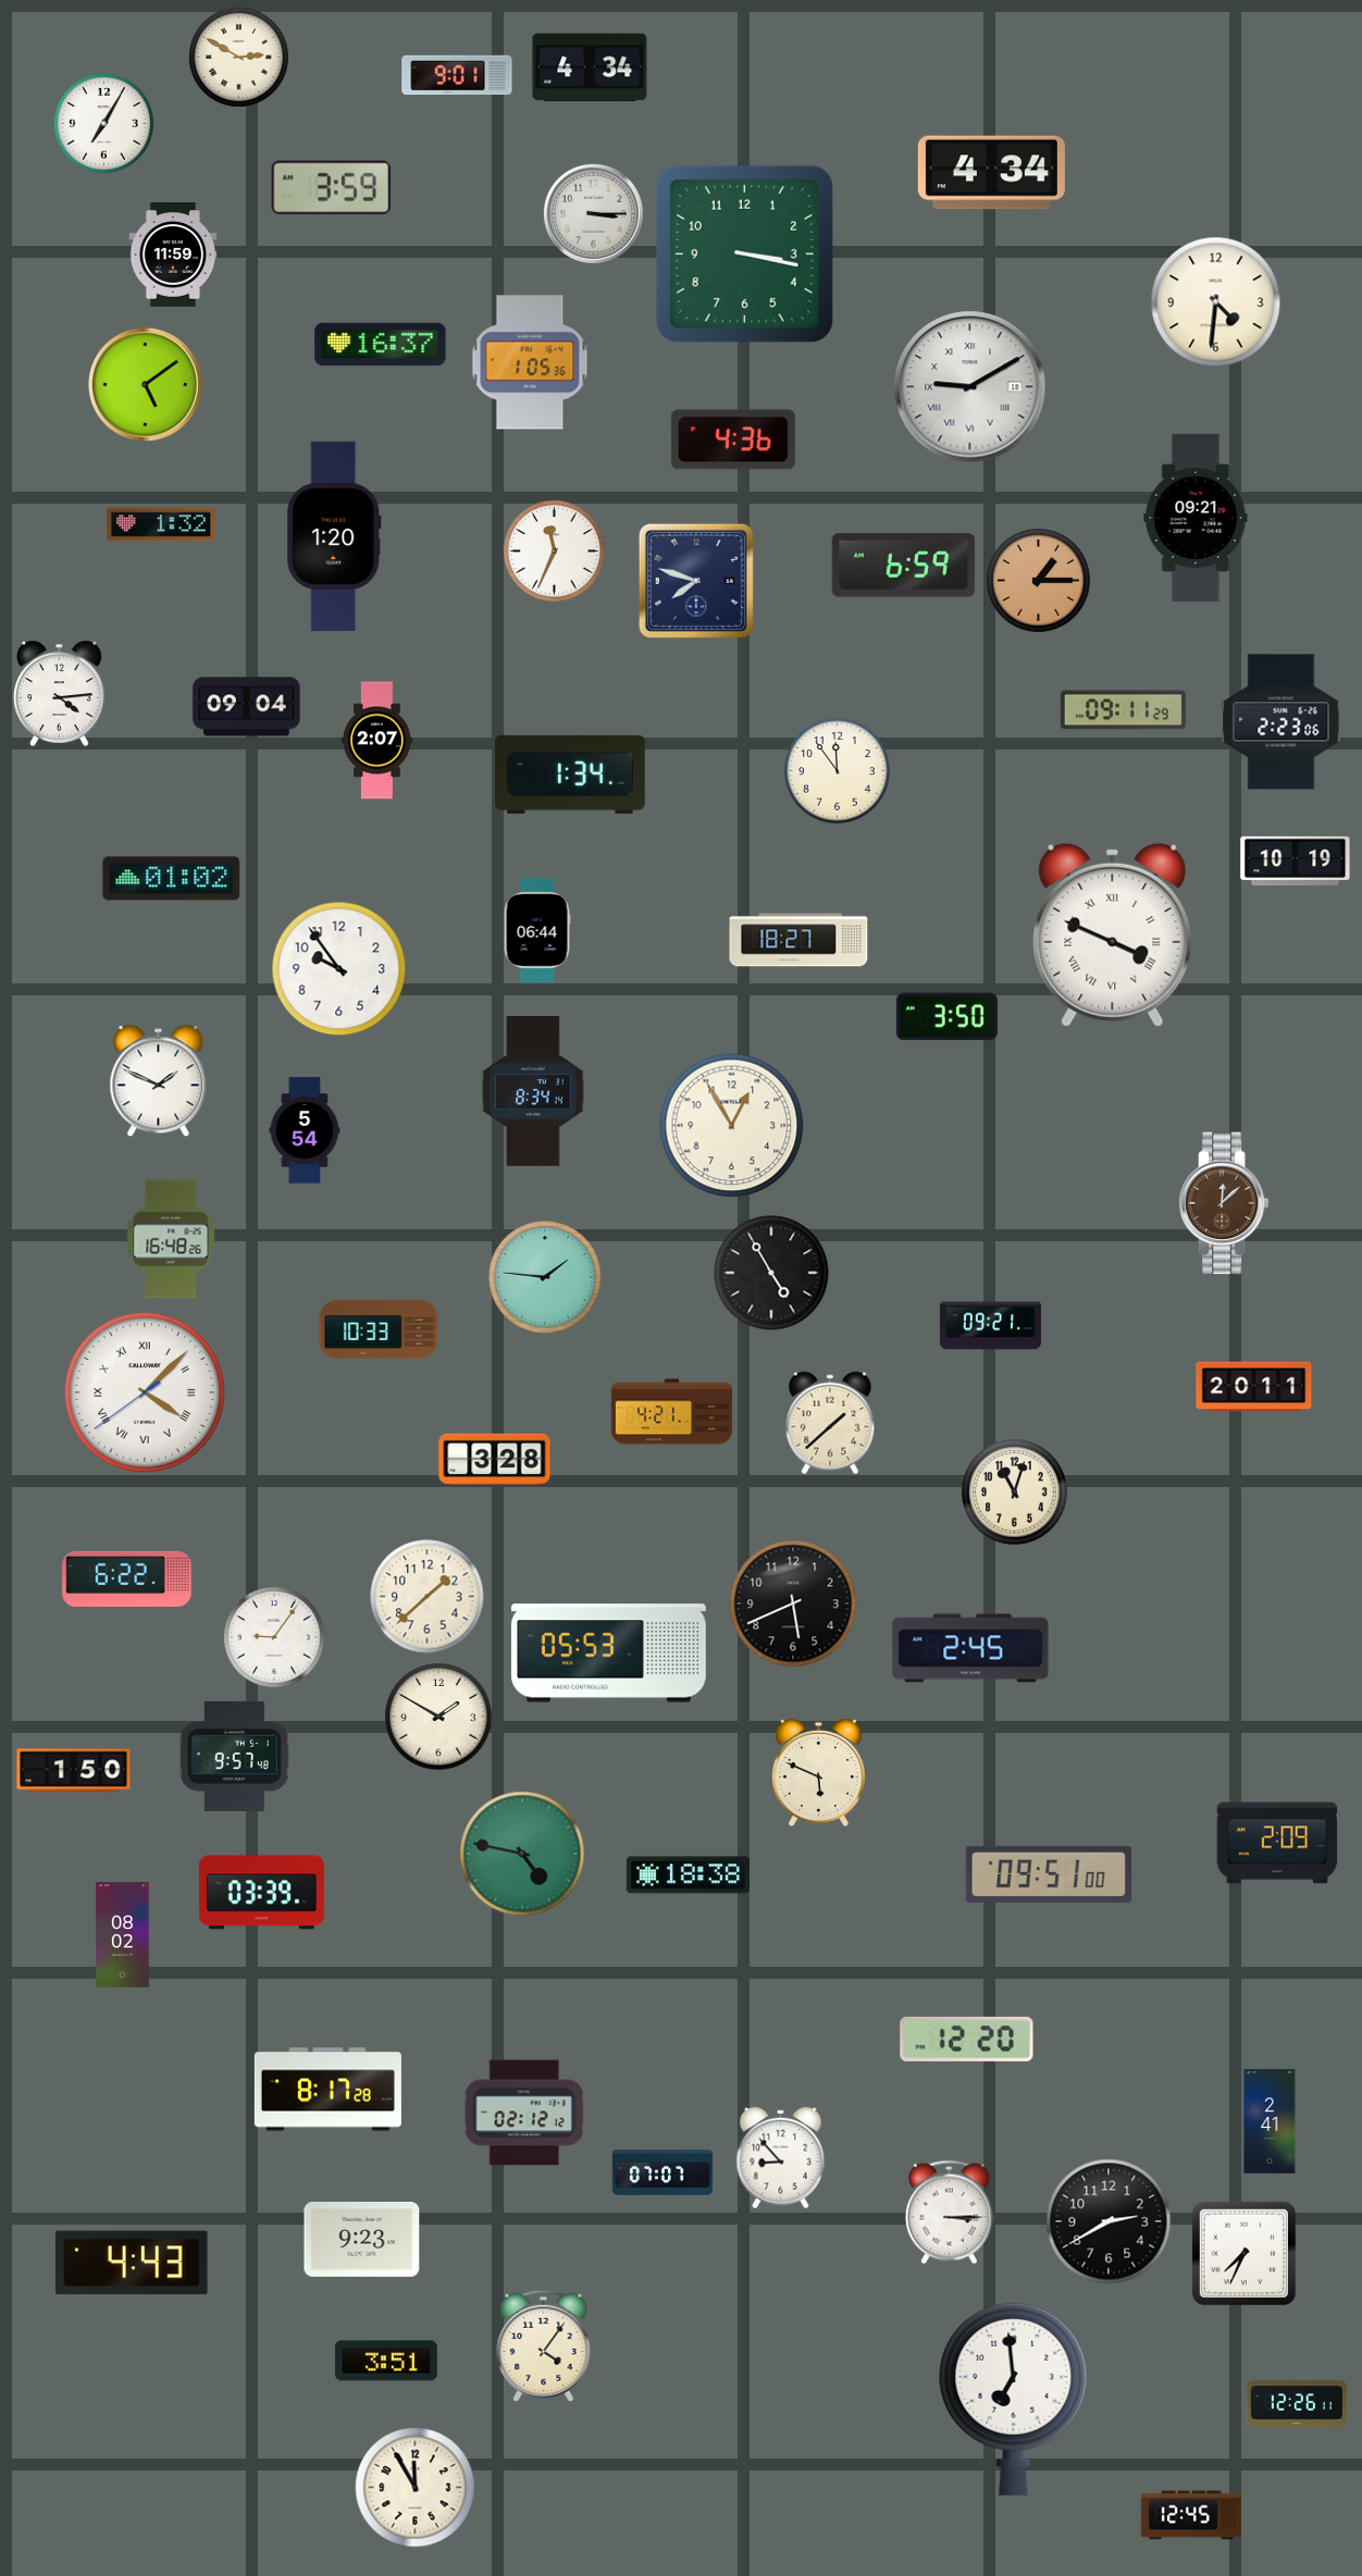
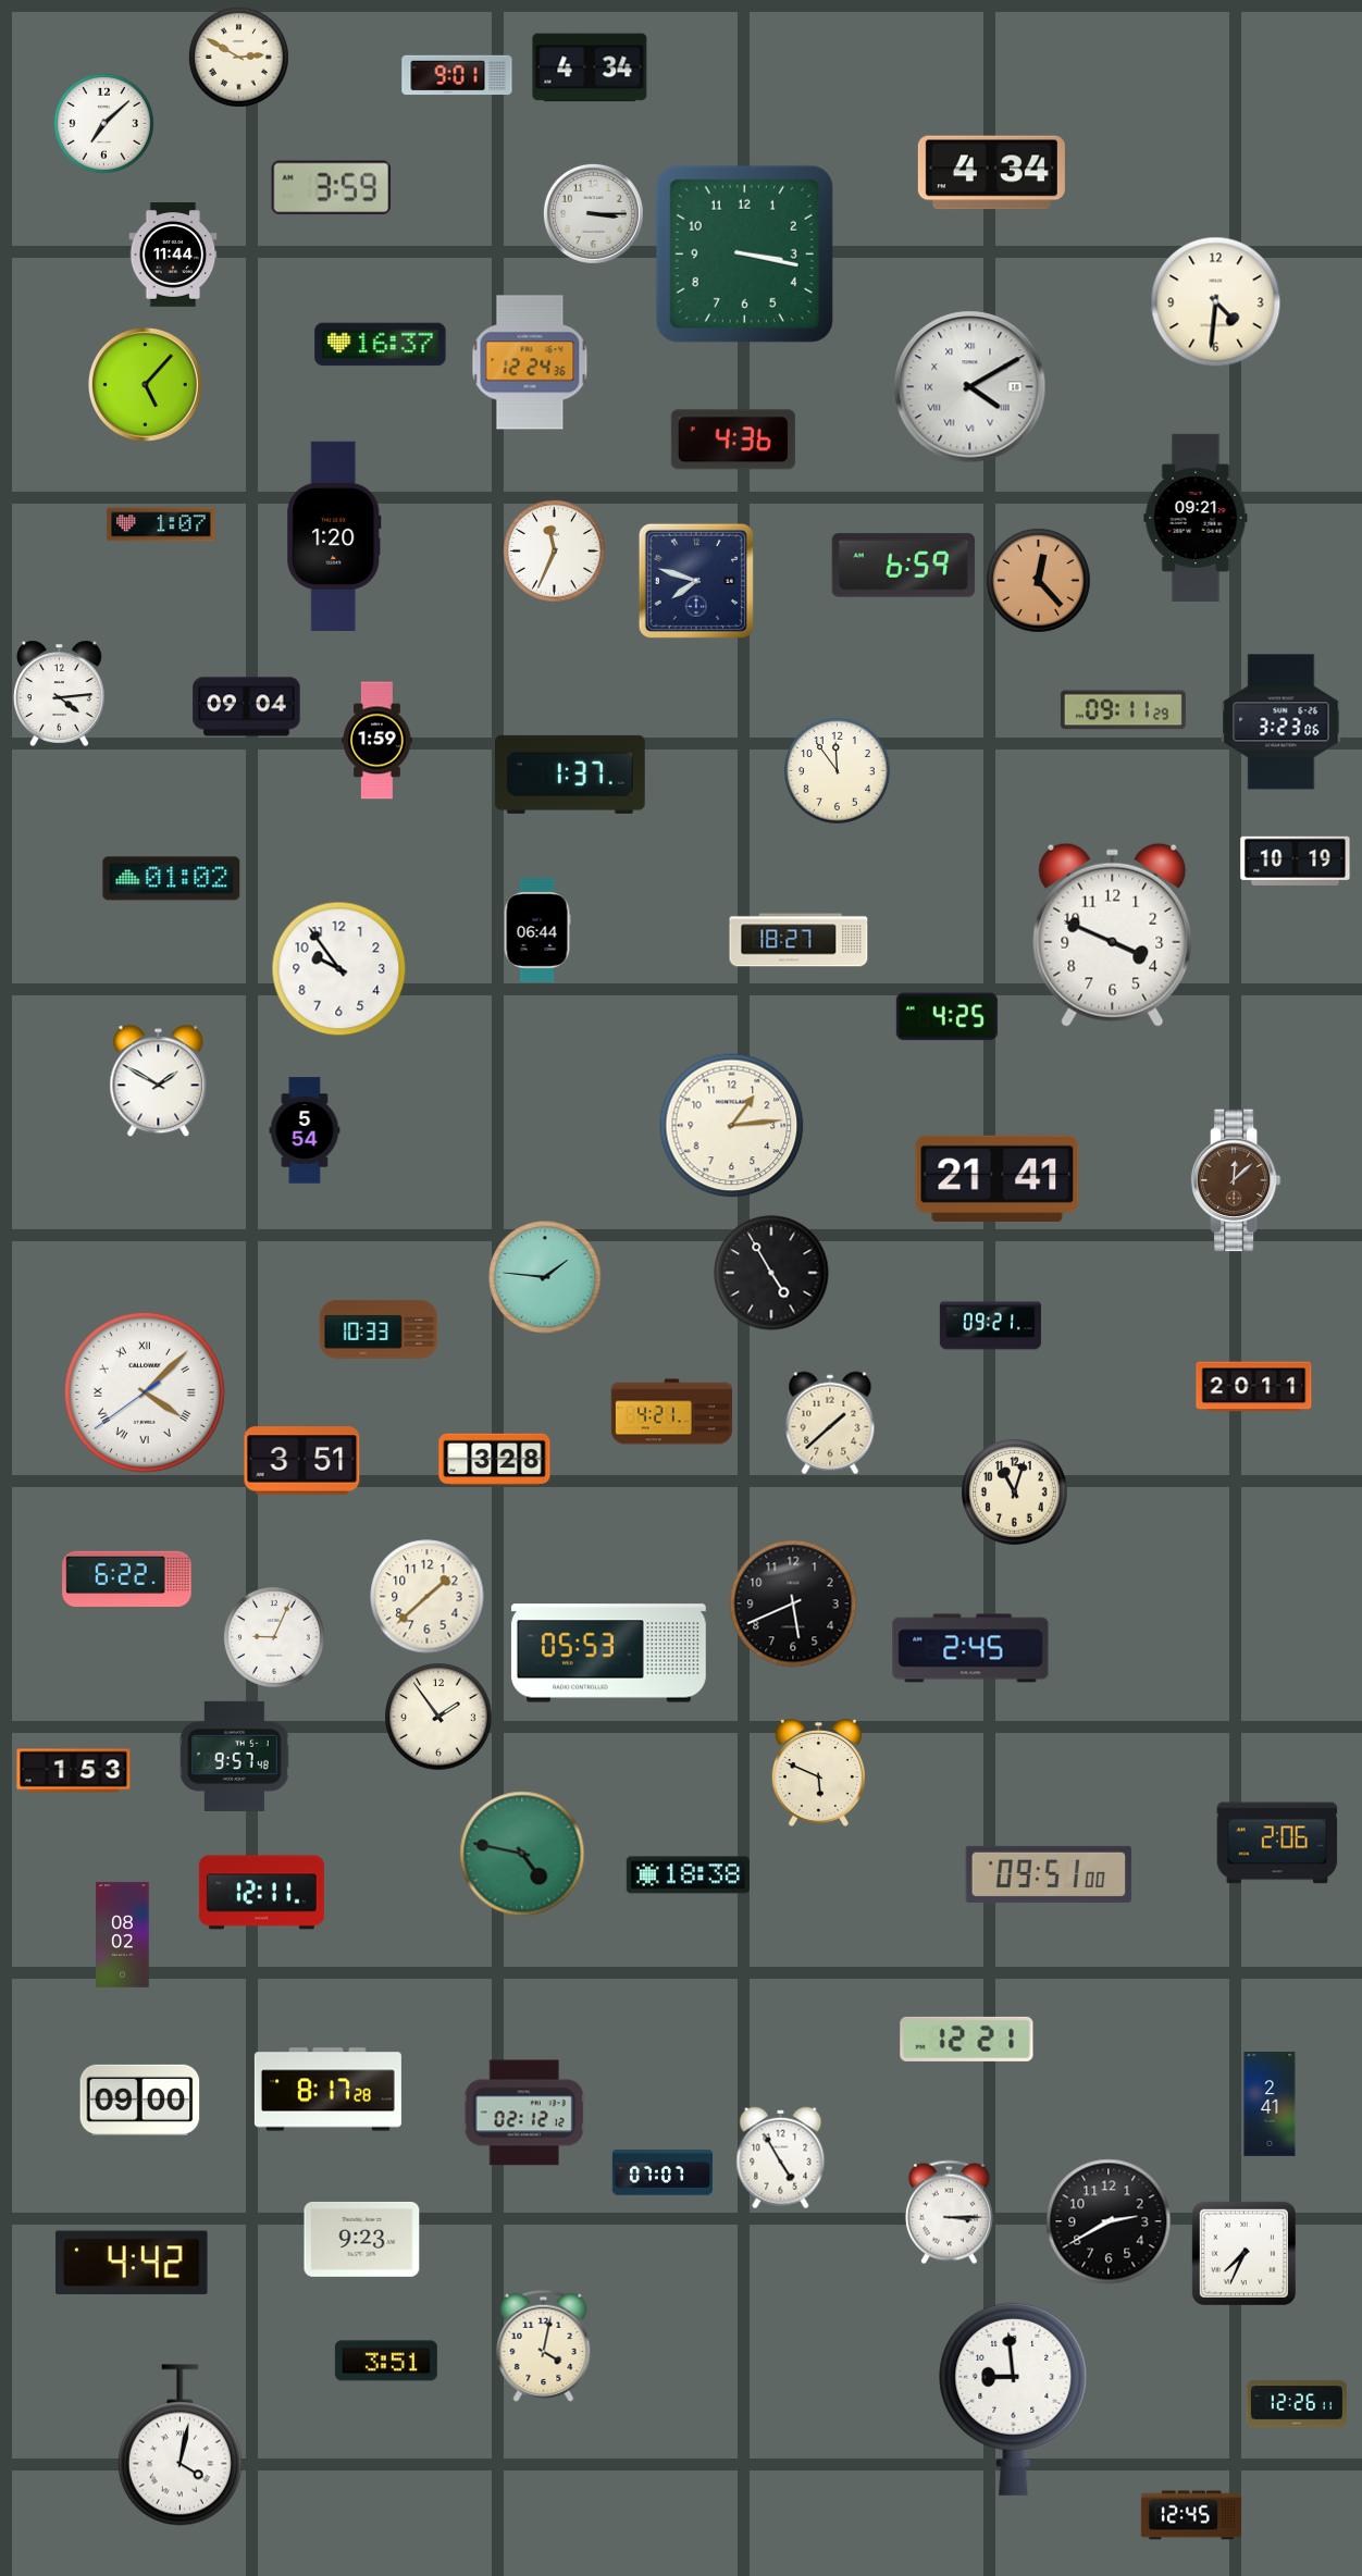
clock at (103, 123): 7:05 -> 7:08
clock at (173, 256): 11:59 -> 11:44
clock at (530, 362): 1:05 -> 12:24
clock at (145, 384): 5:09 -> 5:07
clock at (970, 387): 9:10 -> 4:10
clock at (161, 524): 1:32 -> 1:07
clock at (1039, 581): 1:15 -> 12:23
clock at (1281, 722): 2:23 -> 3:23
clock at (377, 741): 2:07 -> 1:59
clock at (570, 775): 1:34 -> 1:37
clock at (1113, 934) numerals: Roman -> Arabic
clock at (946, 1017): 3:50 -> 4:25
clock at (159, 1081): 1:49 -> 1:50
clock at (533, 1091): 8:34 -> none
clock at (732, 1126): 12:55 -> 1:14
clock at (998, 1178): none -> 21:41
clock at (1224, 1203) position: (1224, 1203) -> (1236, 1180)
clock at (171, 1239): 16:48 -> none
clock at (302, 1461): none -> 3:51
clock at (274, 1637): 9:06 -> 9:04
clock at (438, 1717): 1:50 -> 1:54
clock at (74, 1771): 1:50 -> 1:53
clock at (1277, 1843): 2:09 -> 2:06
clock at (261, 1893): 03:39 -> 12:11
clock at (967, 2039): 12:20 -> 12:21
clock at (140, 2100): none -> 09:00
clock at (1270, 2121) position: (1270, 2121) -> (1270, 2104)
clock at (781, 2158): 8:53 -> 4:55
clock at (132, 2263): 4:43 -> 4:42
clock at (544, 2345): 4:06 -> 4:02
clock at (1014, 2399): 6:59 -> 8:59
clock at (179, 2445): none -> 4:02
clock at (416, 2488): 11:55 -> none
